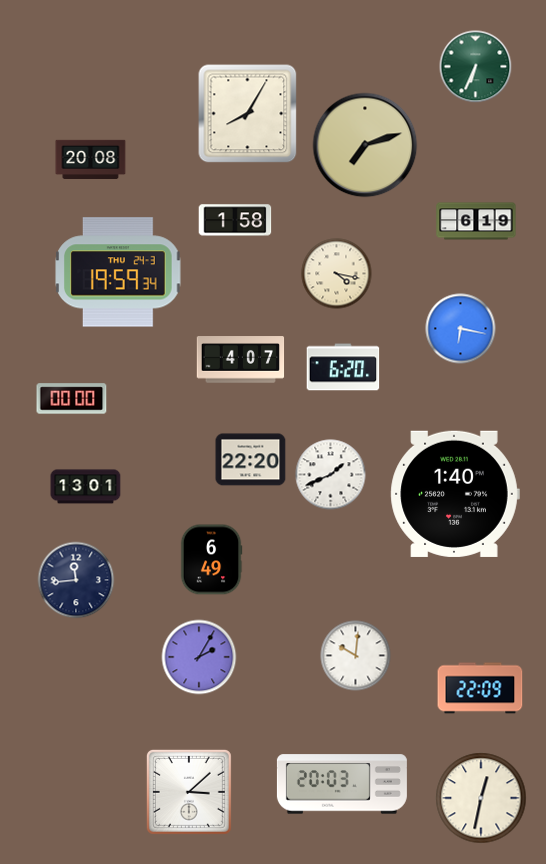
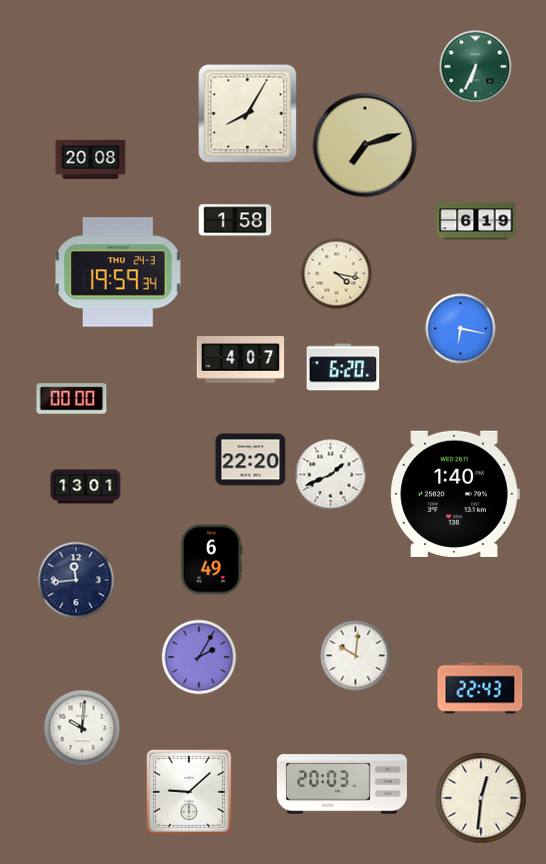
clock at (480, 688): 22:09 -> 22:43
clock at (82, 728): none -> 10:01
clock at (189, 792): 3:08 -> 9:08
clock at (481, 798): 12:32 -> 12:31
